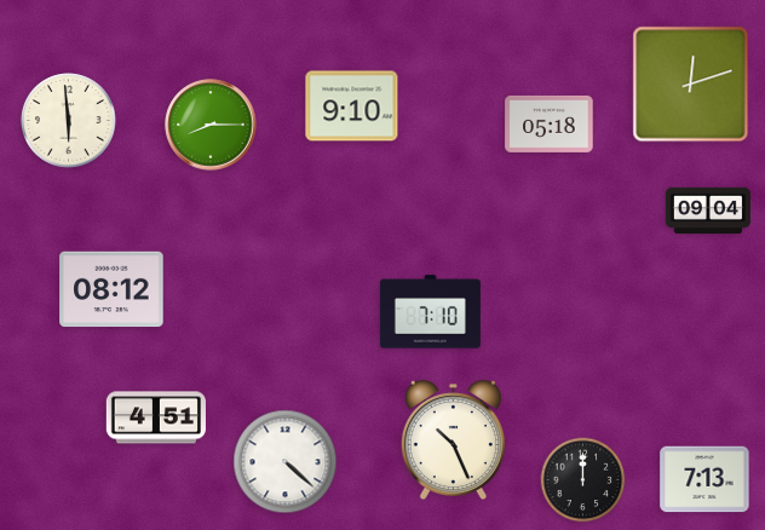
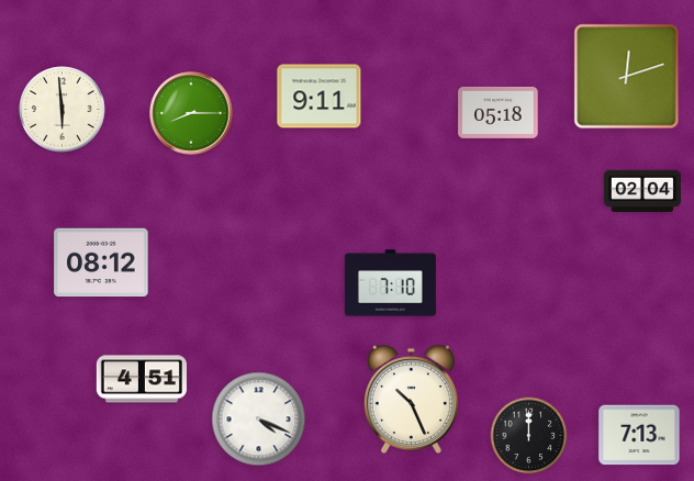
clock at (352, 106): 9:10 -> 9:11
clock at (708, 211): 09:04 -> 02:04
clock at (286, 462): 4:22 -> 4:19
